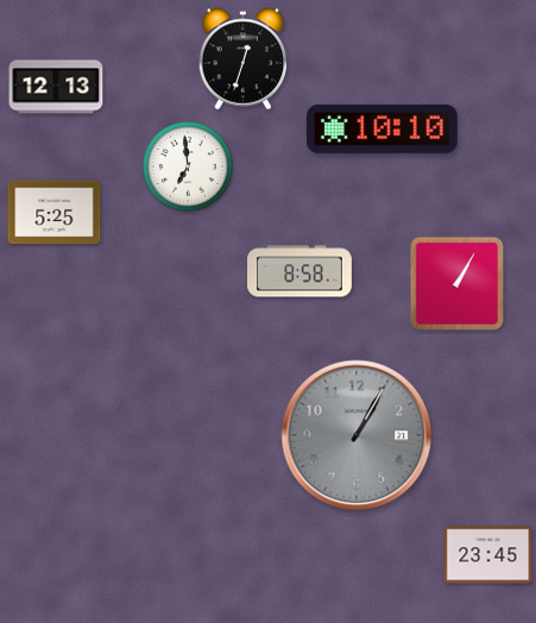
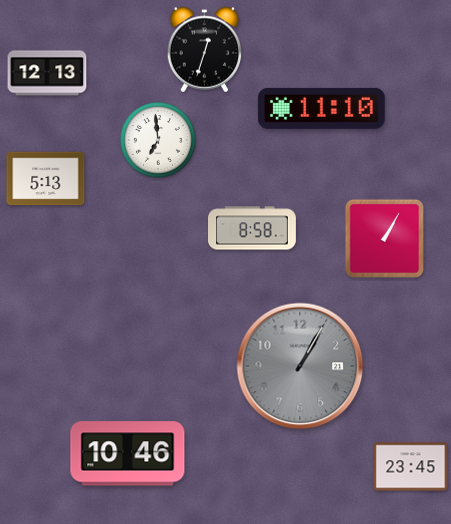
clock at (381, 128): 10:10 -> 11:10
clock at (55, 213): 5:25 -> 5:13
clock at (128, 454): none -> 10:46
